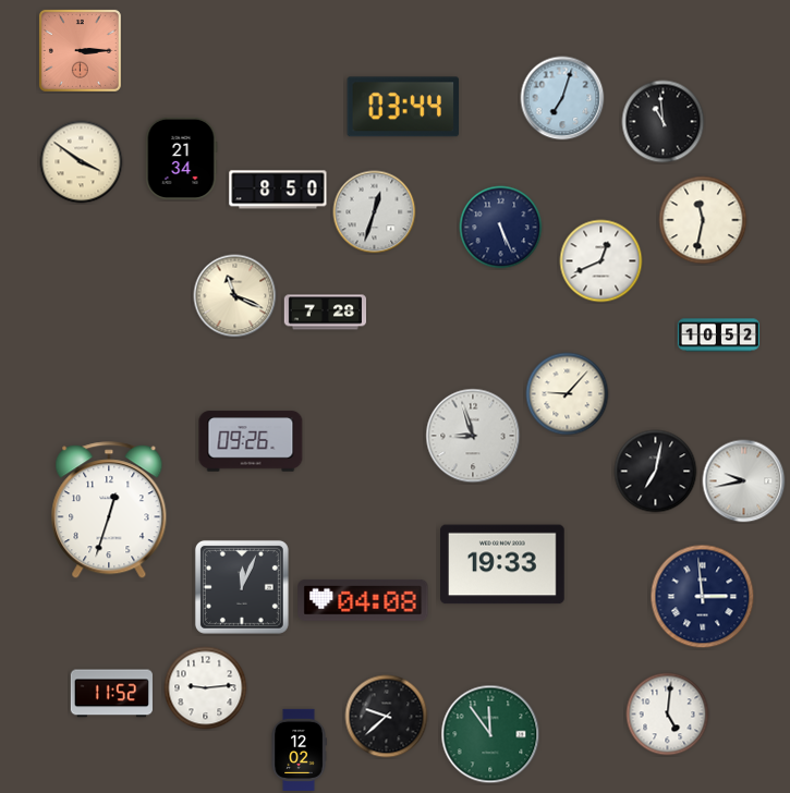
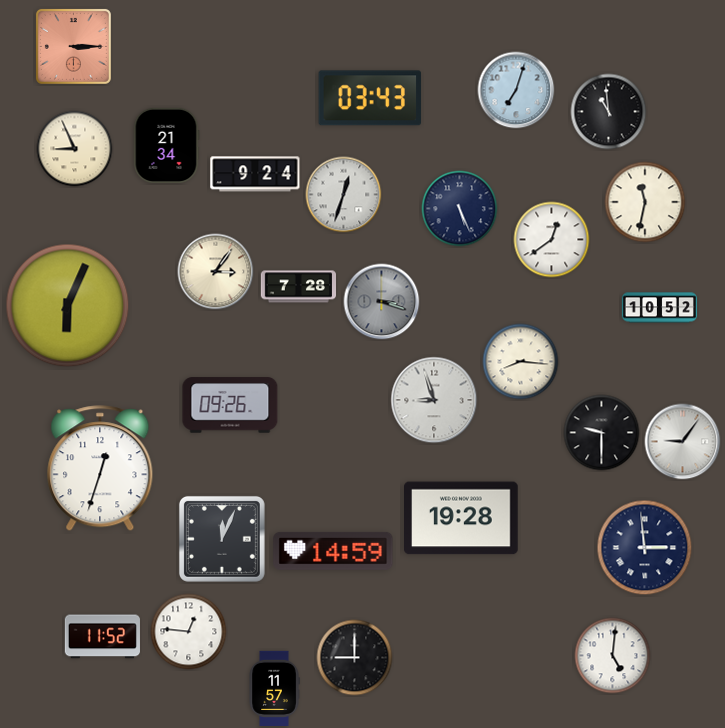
clock at (403, 107): 03:44 -> 03:43
clock at (82, 162): 3:51 -> 8:56
clock at (278, 190): 8:50 -> 9:24
clock at (601, 261): 12:41 -> 12:39
clock at (235, 296): 11:19 -> 3:06
clock at (382, 302): none -> 3:18
clock at (68, 306): none -> 6:04
clock at (568, 394): 9:07 -> 8:16
clock at (656, 472): 7:02 -> 9:30
clock at (744, 481): 9:43 -> 9:06
clock at (503, 564): 19:33 -> 19:28
clock at (363, 600): 04:08 -> 14:59
clock at (206, 688): 9:14 -> 12:46
clock at (387, 717): 9:38 -> 9:00
clock at (490, 734): 11:54 -> none
clock at (299, 749): 12:02 -> 11:57
